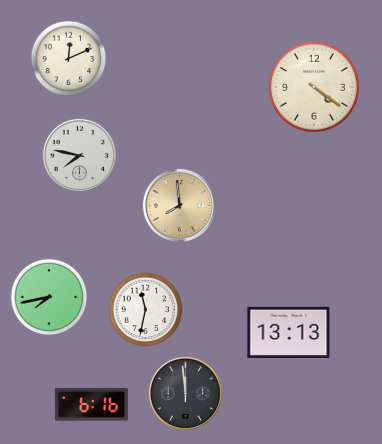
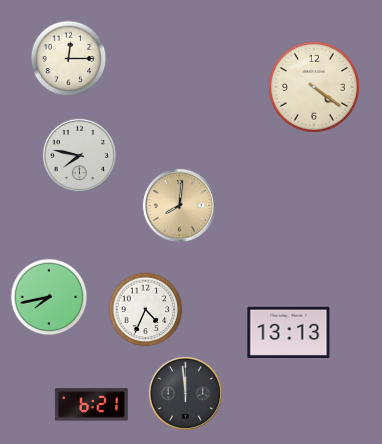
clock at (69, 59): 12:11 -> 12:15
clock at (179, 205): 7:59 -> 8:01
clock at (146, 310): 11:32 -> 4:34
clock at (91, 405): 6:16 -> 6:21
